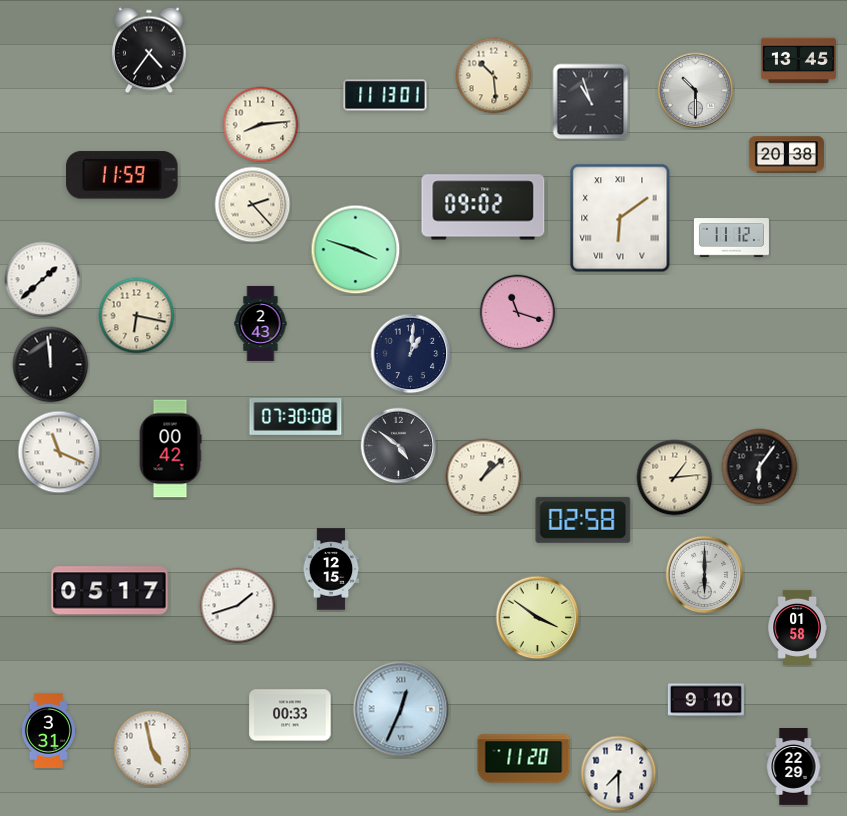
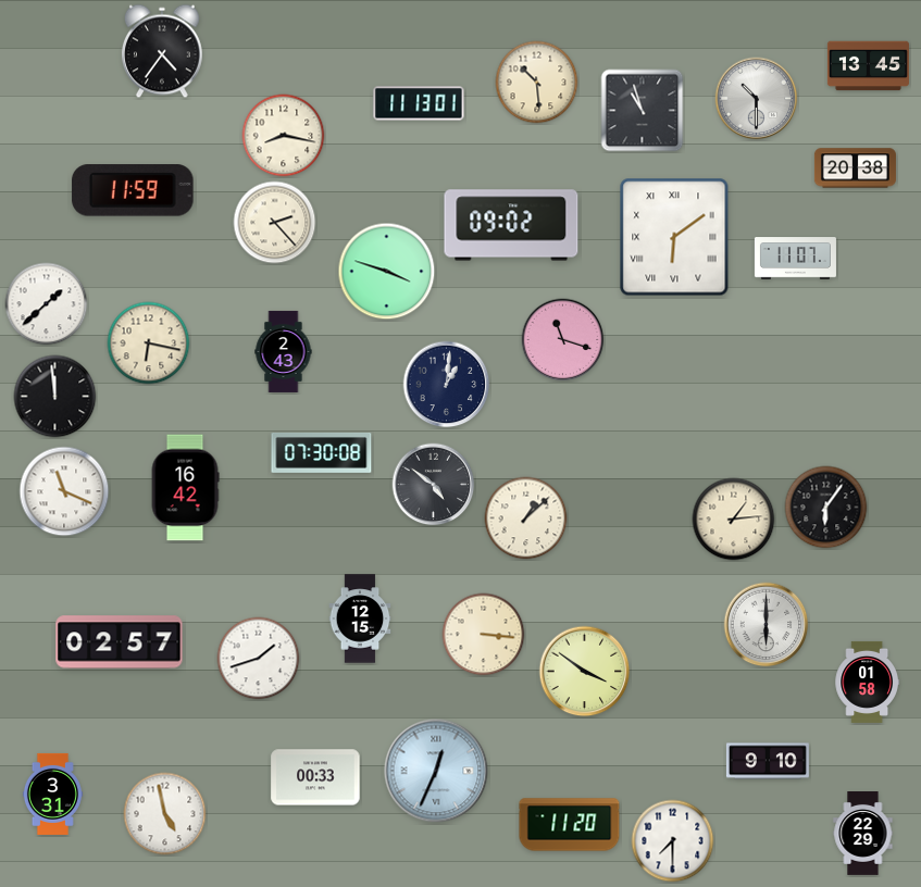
clock at (149, 50) position: (149, 50) -> (162, 51)
clock at (261, 125): 8:14 -> 8:17
clock at (483, 207) position: (483, 207) -> (511, 225)
clock at (731, 238): 11:12 -> 11:07
clock at (170, 449): 00:42 -> 16:42
clock at (583, 520): 02:58 -> none
clock at (484, 635): none -> 3:16
clock at (110, 591): 05:17 -> 02:57
